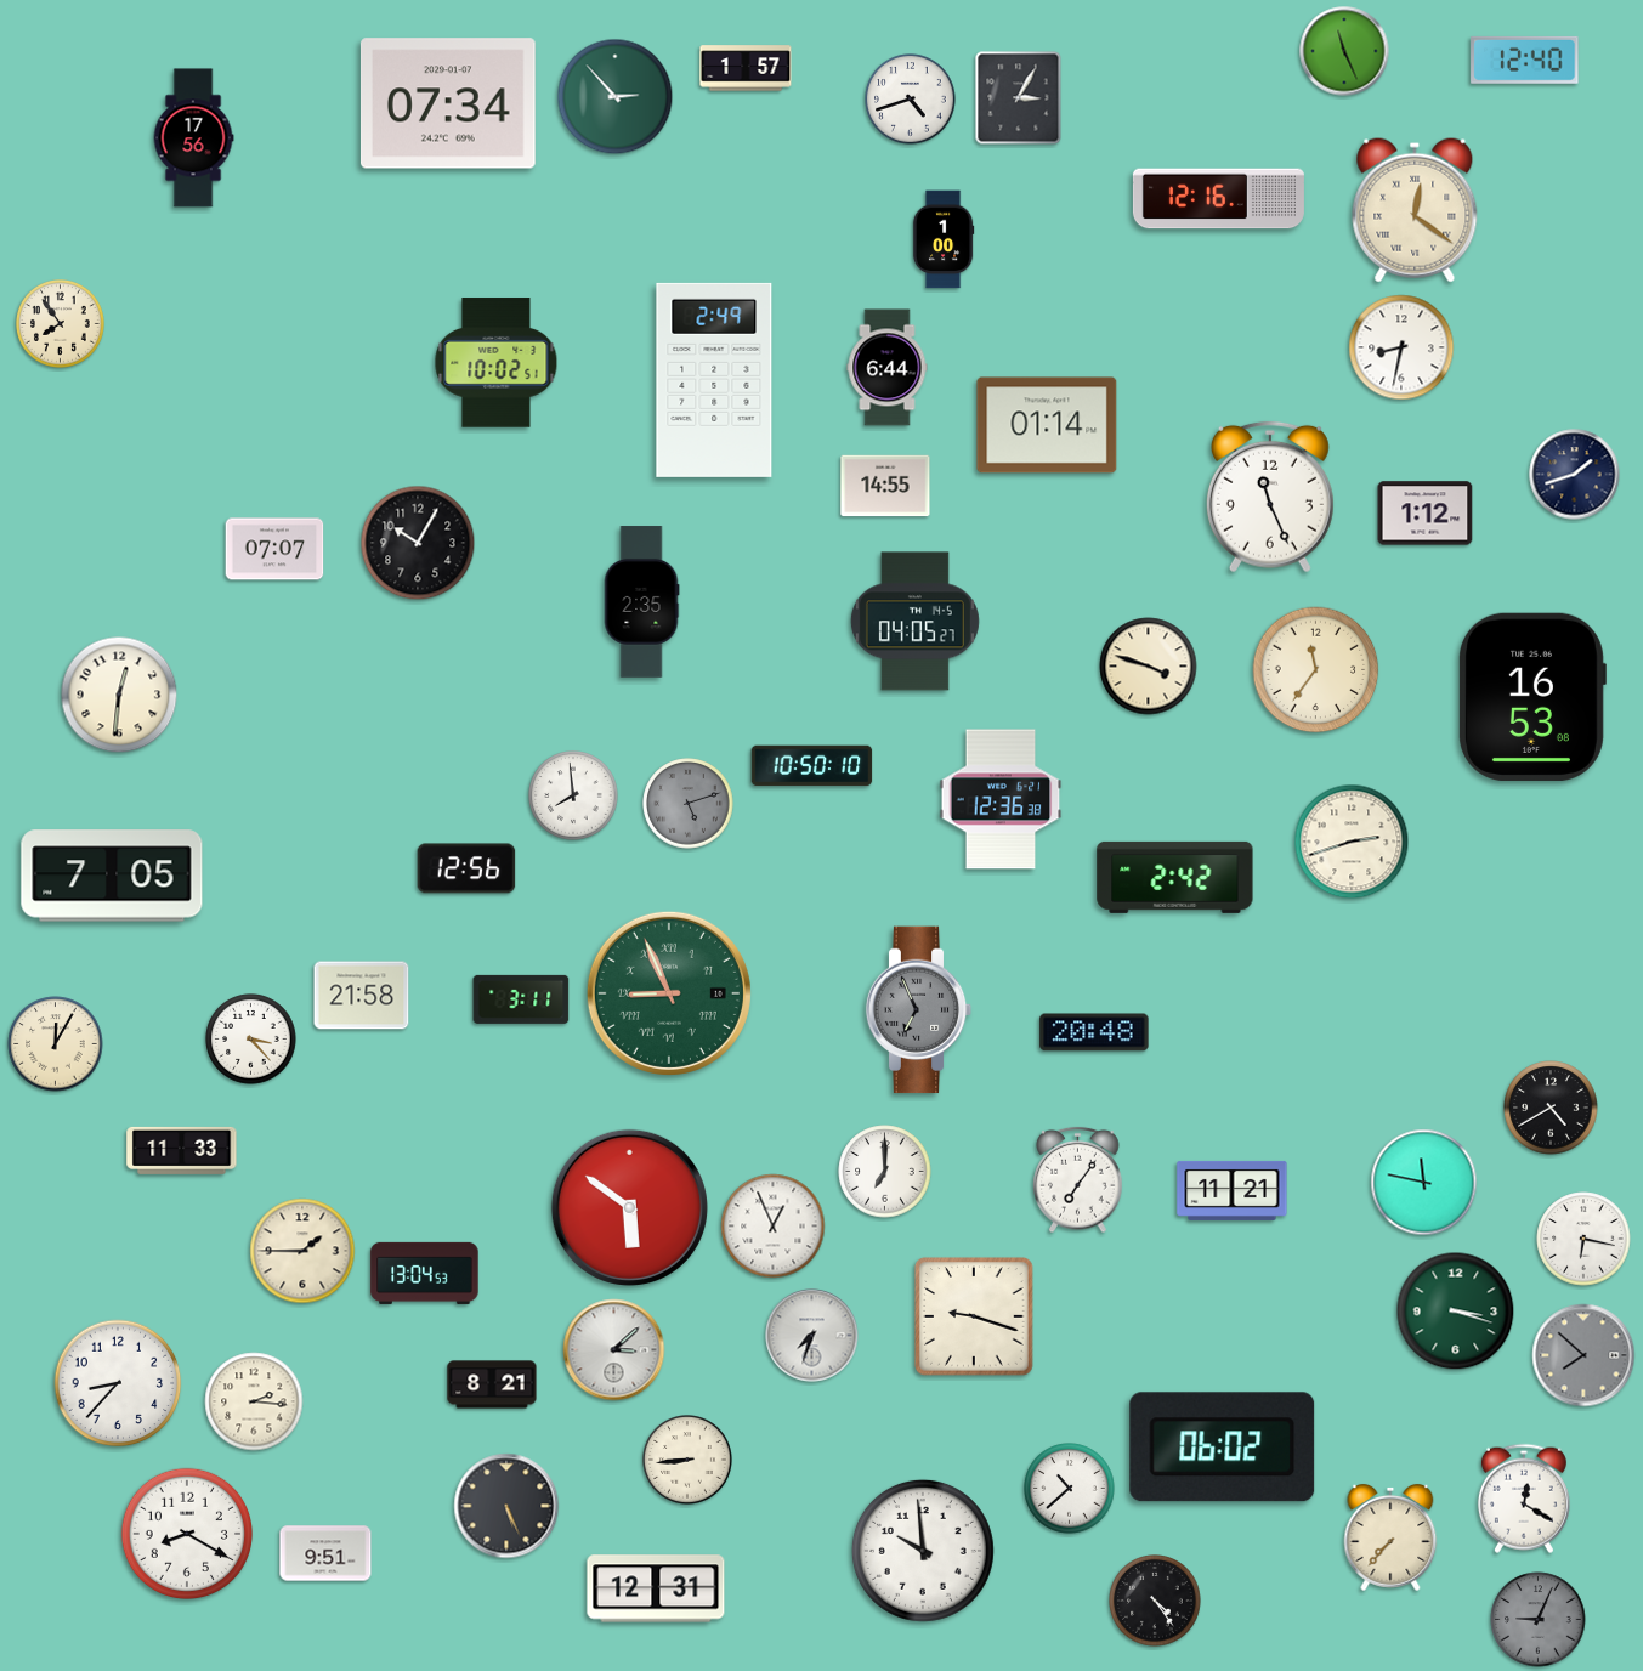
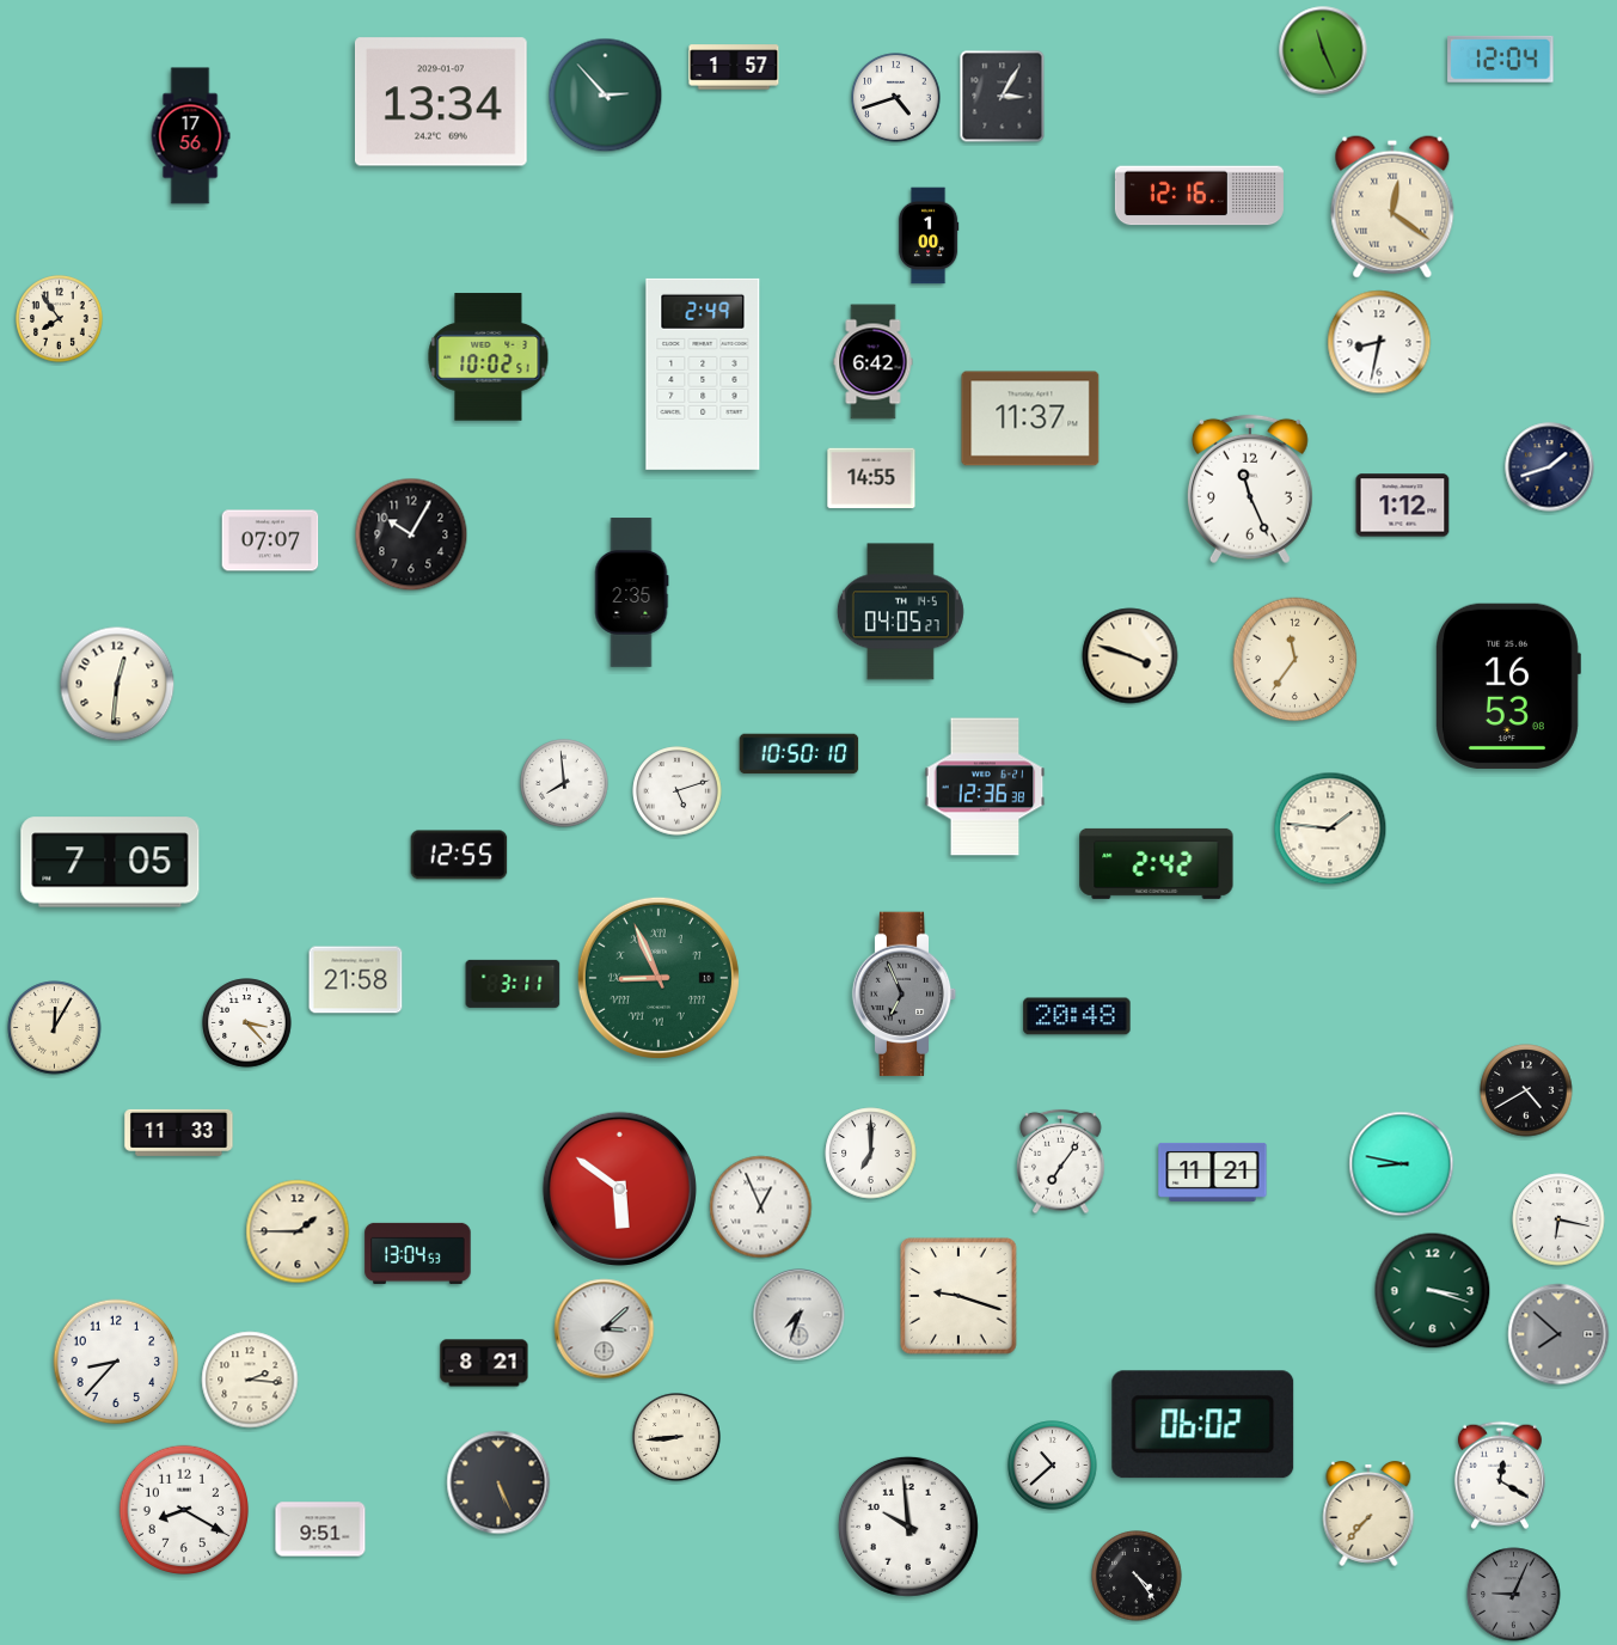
clock at (1525, 60): 12:40 -> 12:04
clock at (448, 103): 07:34 -> 13:34
clock at (888, 368): 6:44 -> 6:42
clock at (1047, 425): 01:14 -> 11:37
clock at (689, 804) dial: grey -> white
clock at (1352, 842): 2:42 -> 1:46
clock at (466, 868): 12:56 -> 12:55
clock at (1424, 1183): 11:47 -> 8:47
clock at (656, 1588): 12:31 -> none
